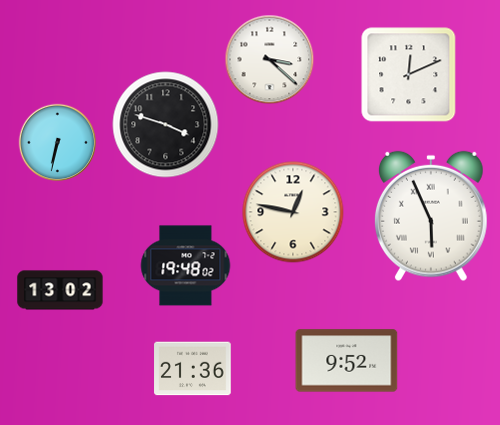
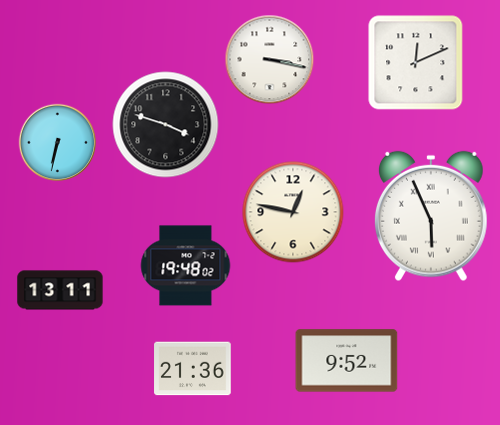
clock at (269, 59): 3:22 -> 3:17
clock at (409, 75) position: (409, 75) -> (416, 63)
clock at (60, 290): 13:02 -> 13:11
